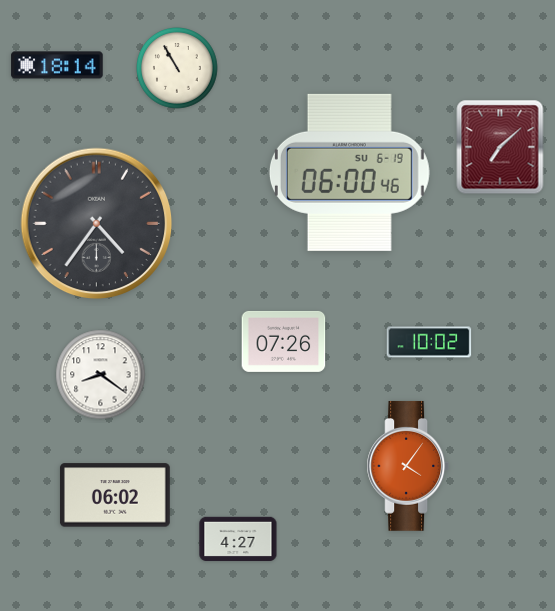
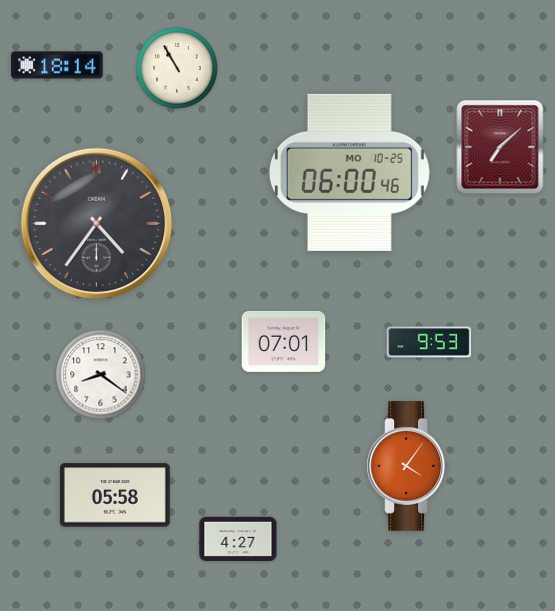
clock at (349, 172) date: SU 6-19 -> MO 10-25
clock at (284, 341): 07:26 -> 07:01
clock at (429, 342): 10:02 -> 9:53
clock at (115, 495): 06:02 -> 05:58
